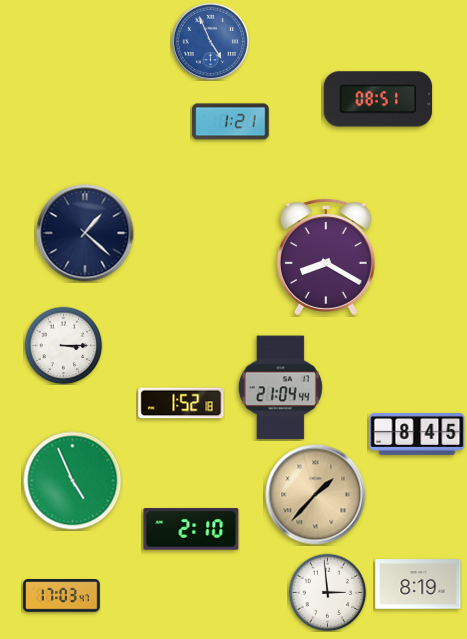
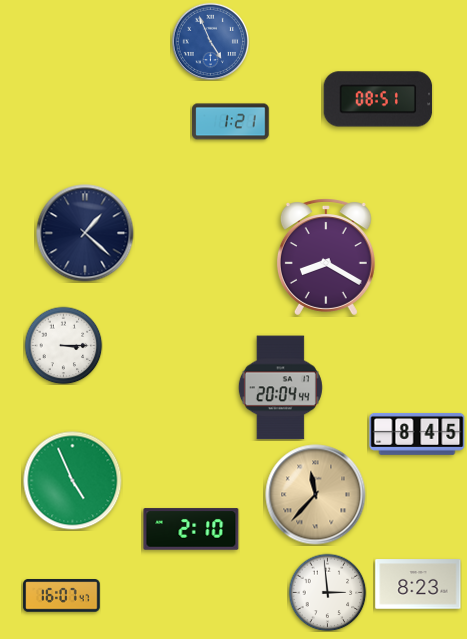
clock at (280, 388): 21:04 -> 20:04
clock at (181, 403): 1:52 -> none
clock at (316, 495): 1:37 -> 11:37
clock at (418, 584): 8:19 -> 8:23
clock at (62, 596): 17:03 -> 16:07
